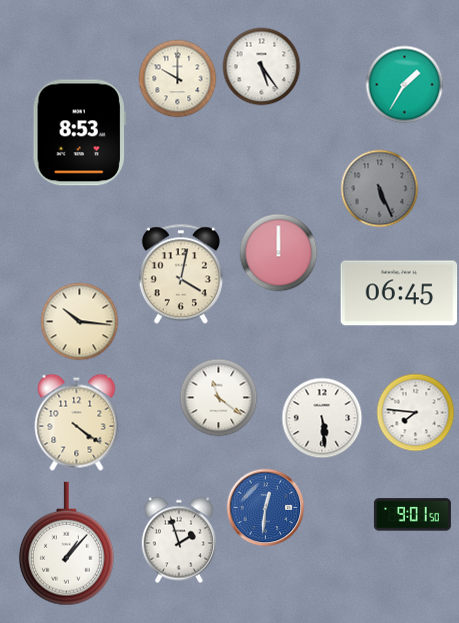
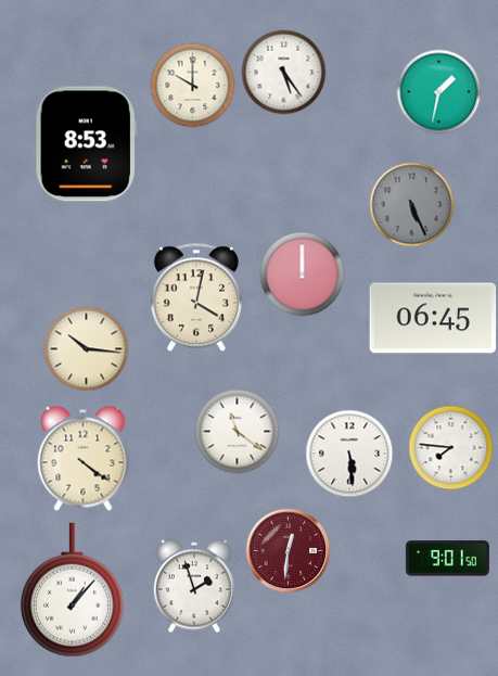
clock at (404, 84): 1:35 -> 1:32
clock at (265, 507) dial: blue -> burgundy
